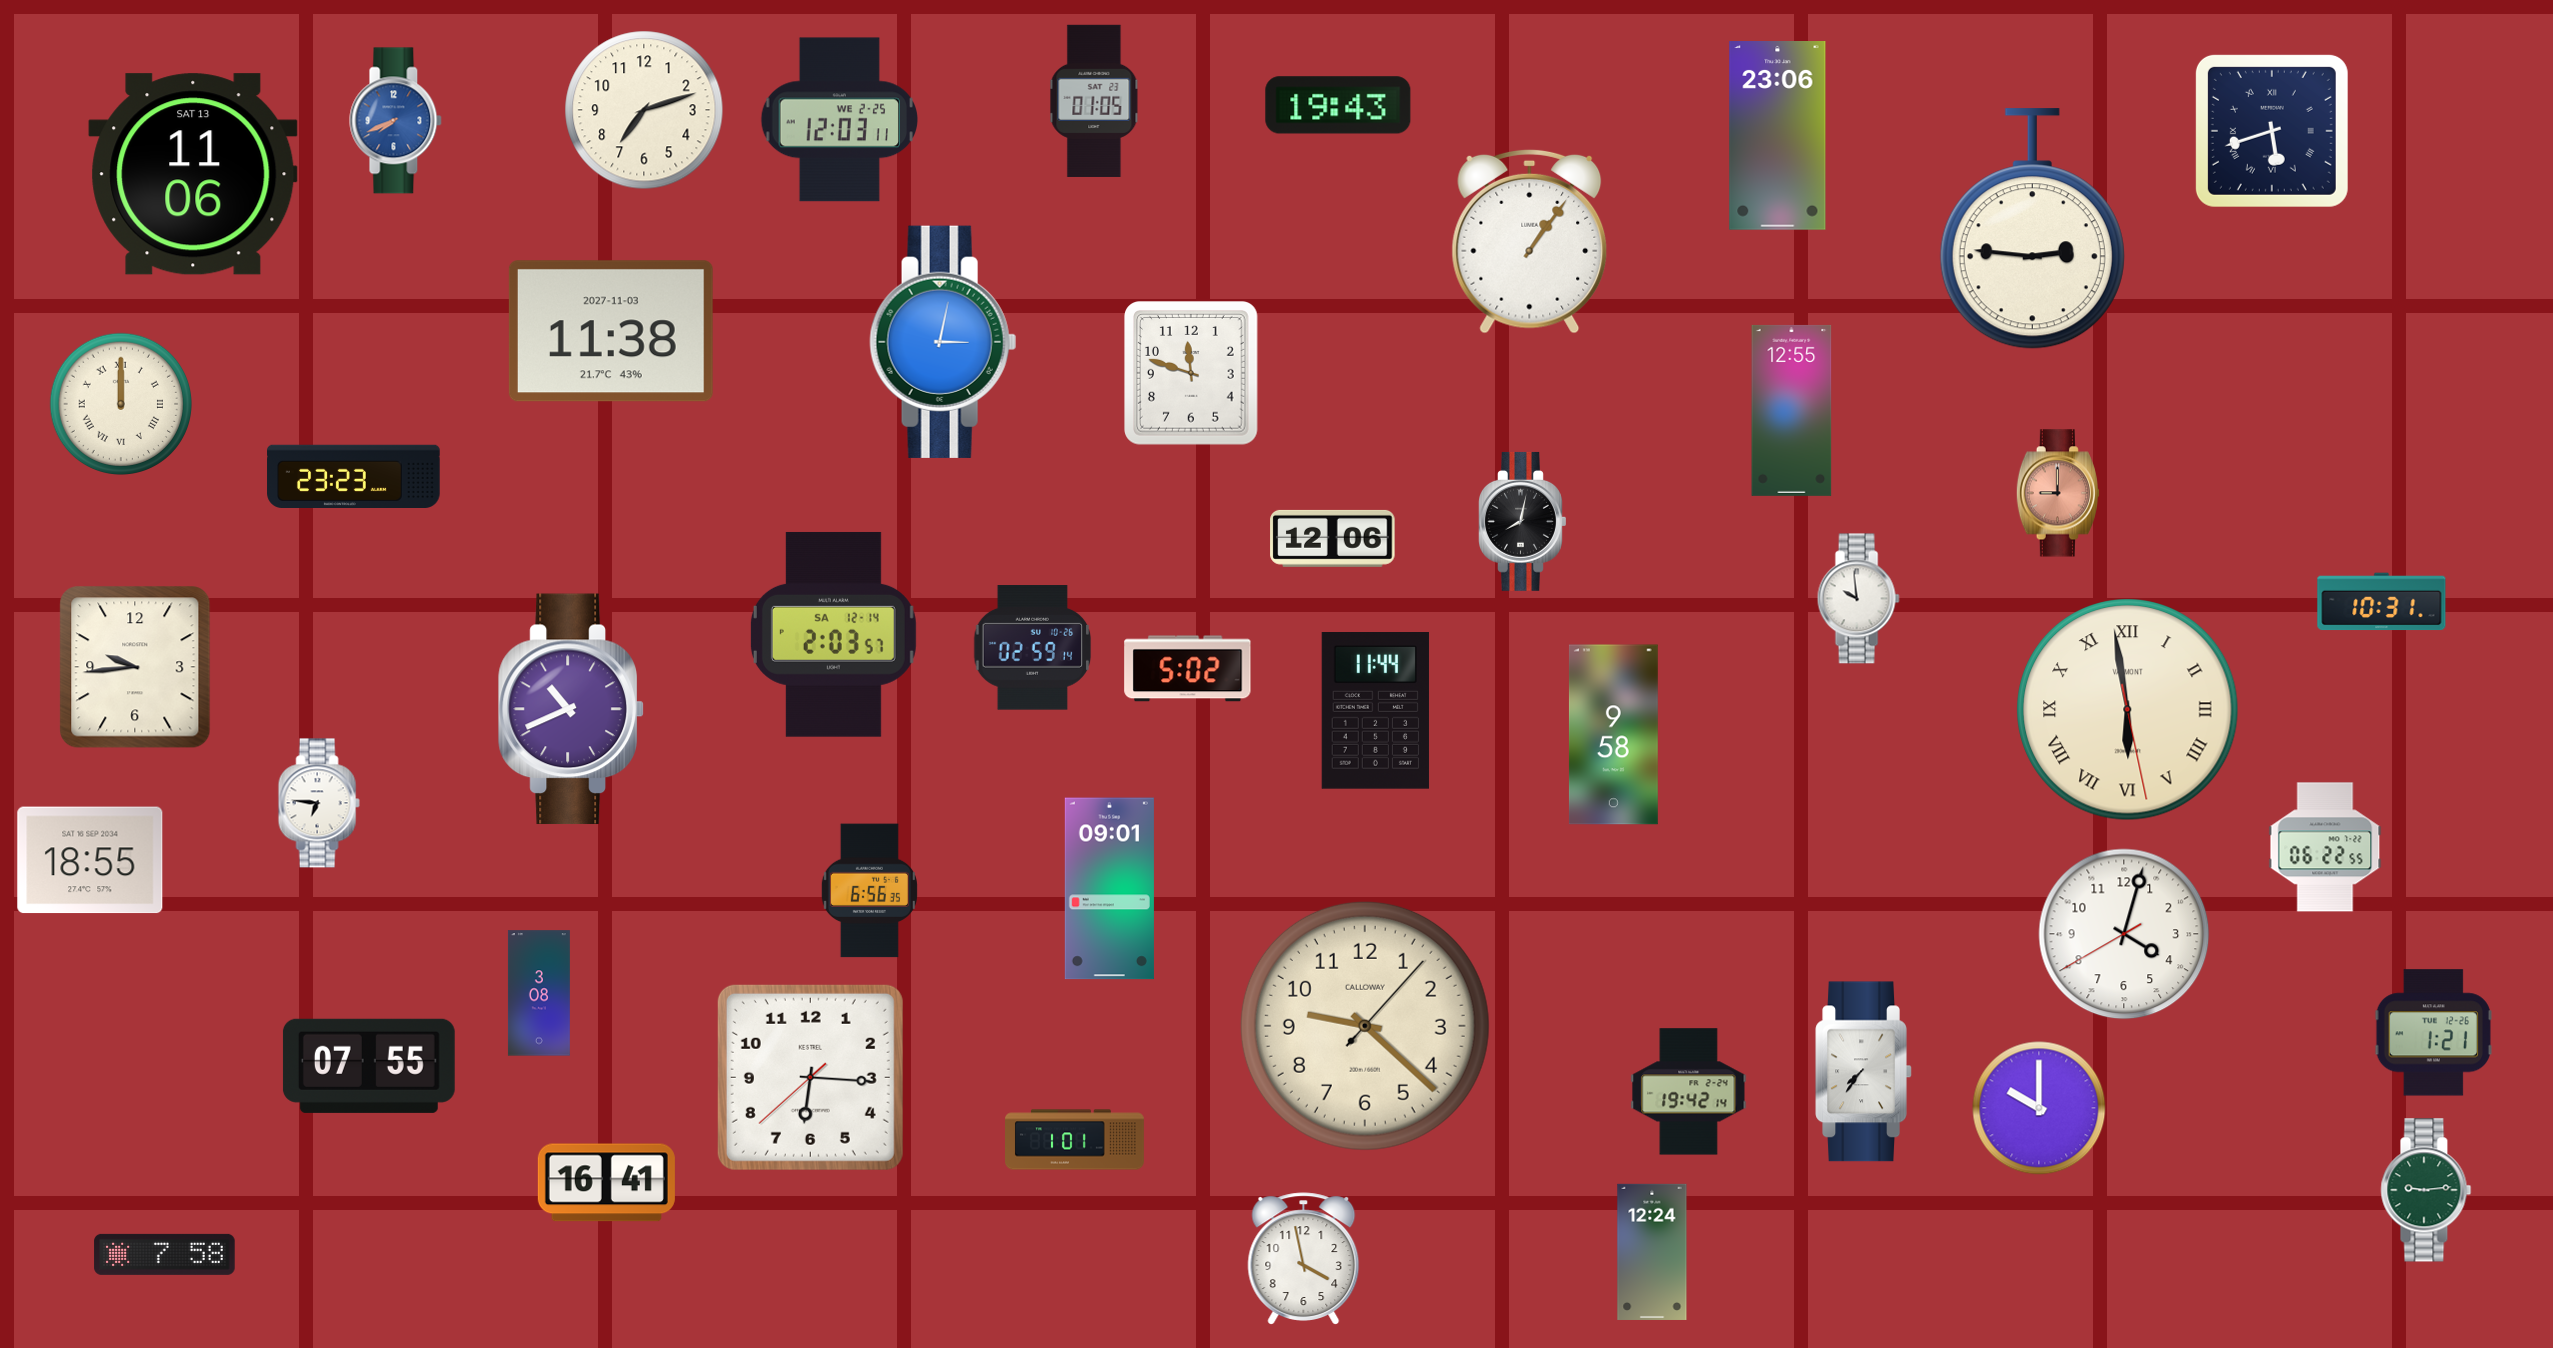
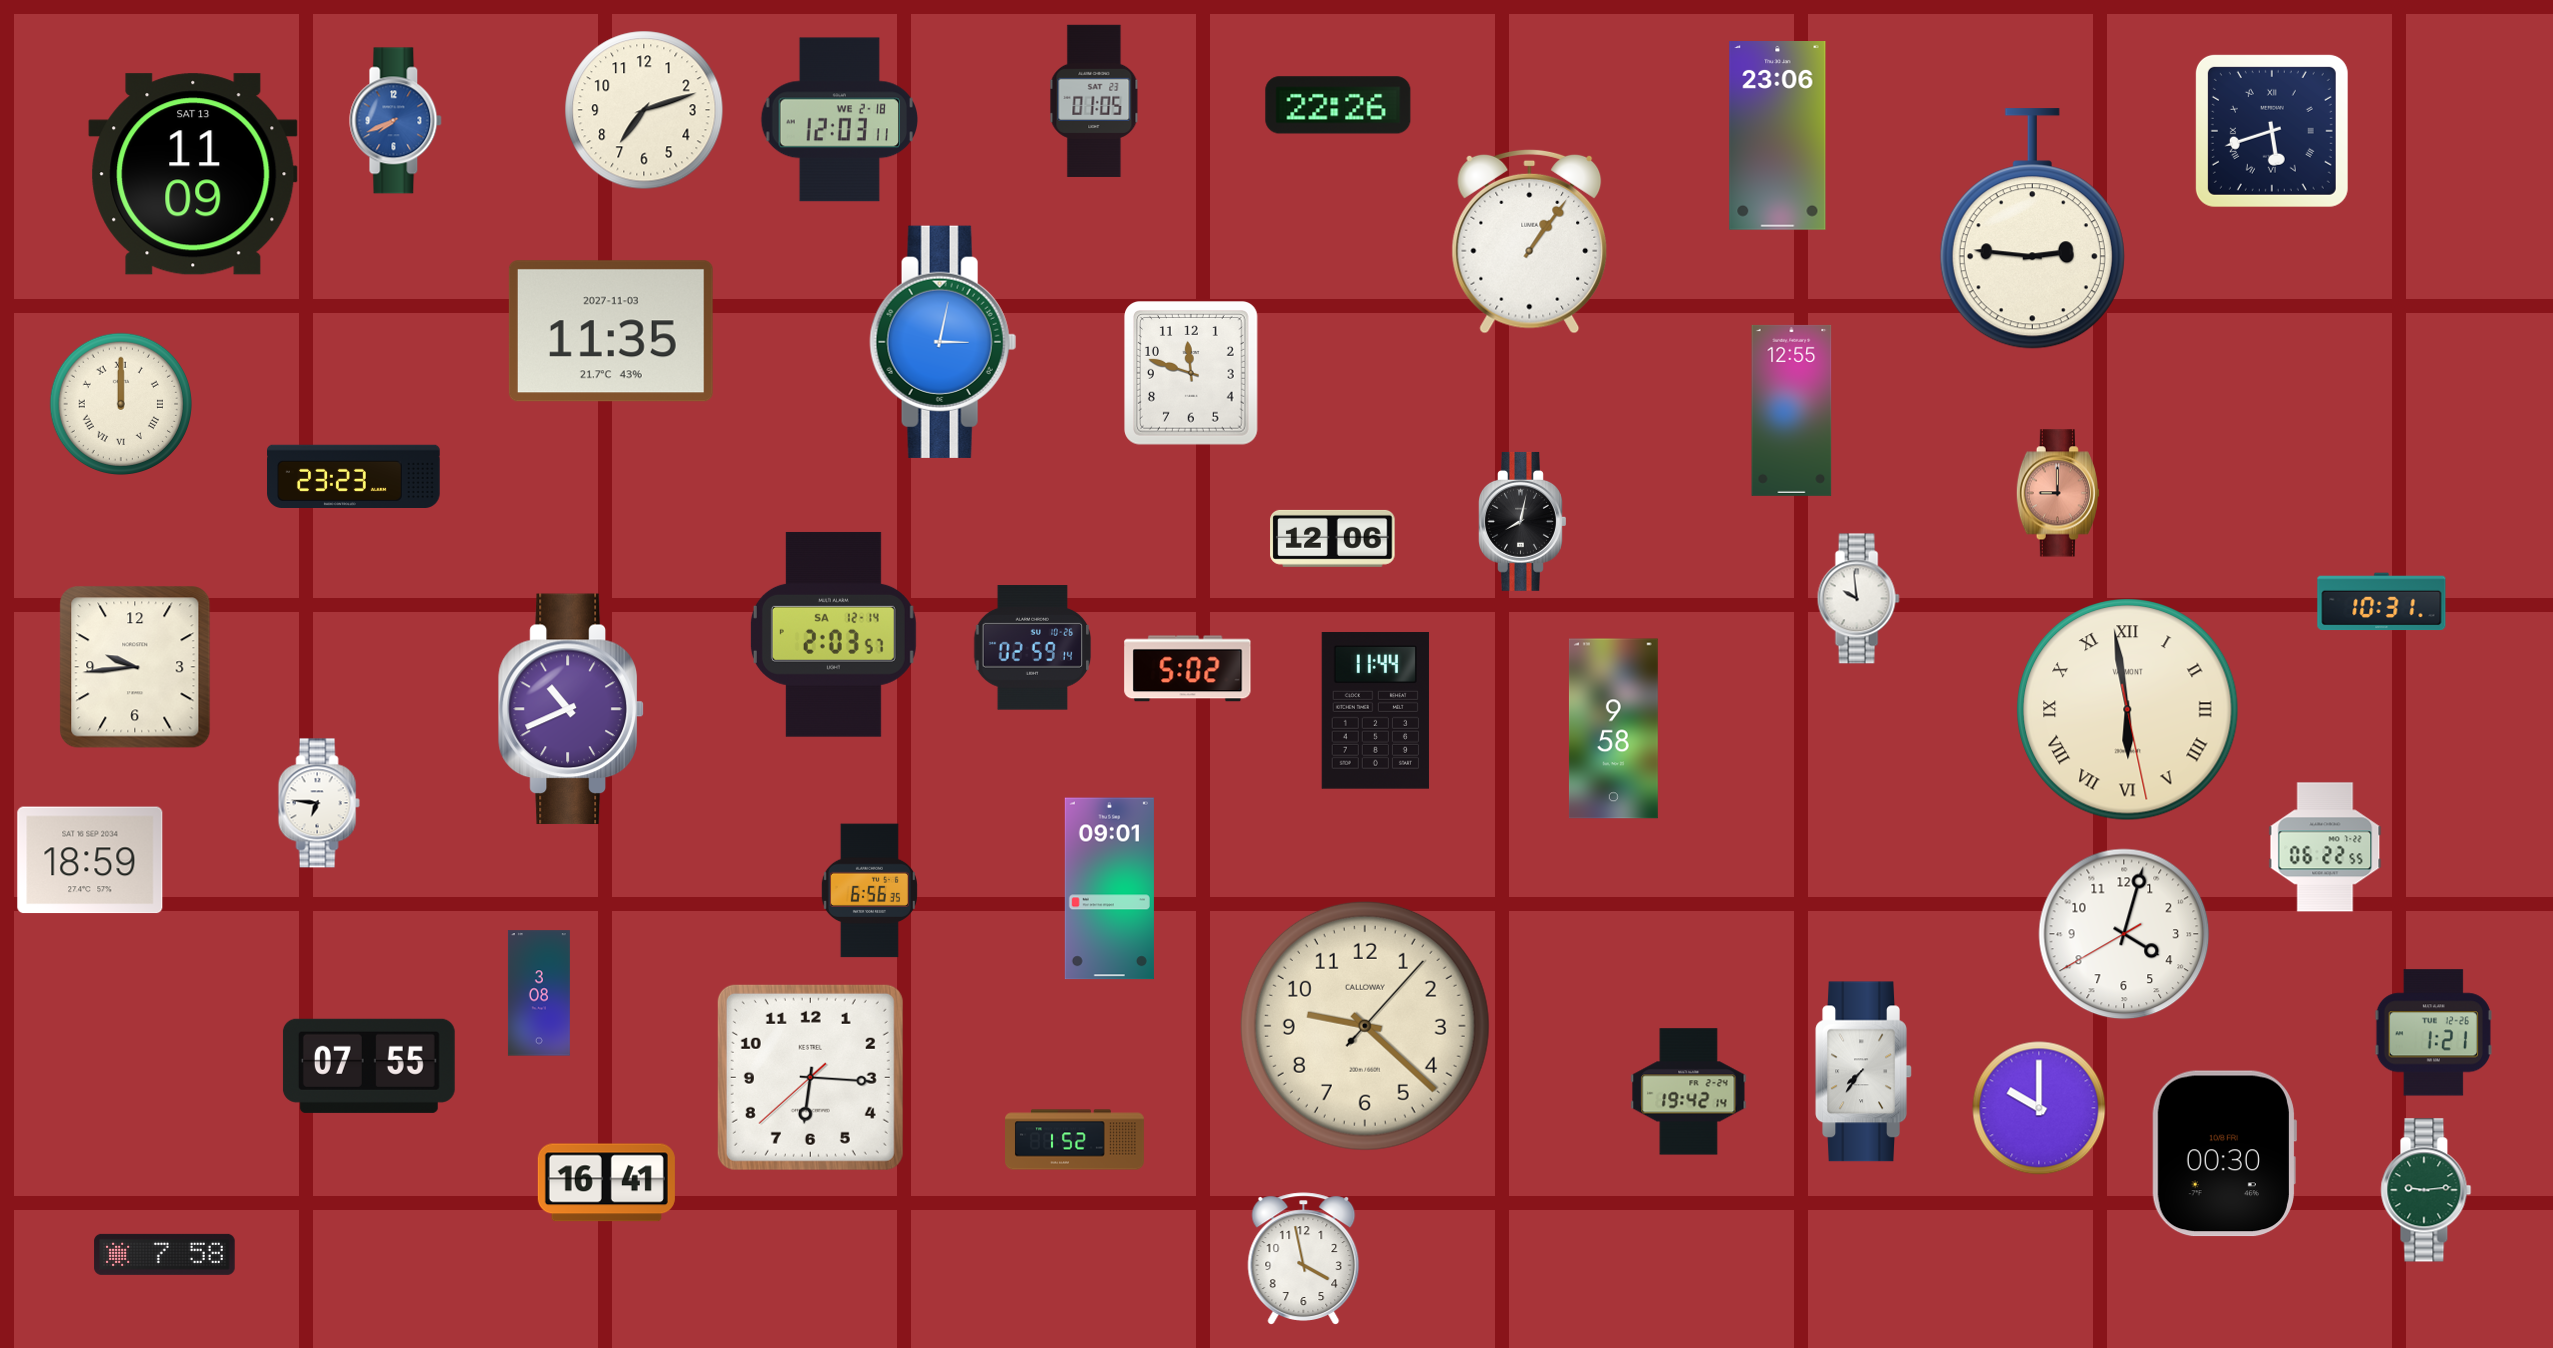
clock at (1338, 105): 19:43 -> 22:26
clock at (840, 120) date: WE 2-25 -> WE 2-18
clock at (193, 174): 11:06 -> 11:09
clock at (611, 331): 11:38 -> 11:35
clock at (1613, 735) position: (1613, 735) -> (1613, 729)
clock at (90, 860): 18:55 -> 18:59
clock at (1075, 1140): 1:01 -> 1:52
clock at (2224, 1154): none -> 00:30
clock at (1652, 1252): 12:24 -> none
